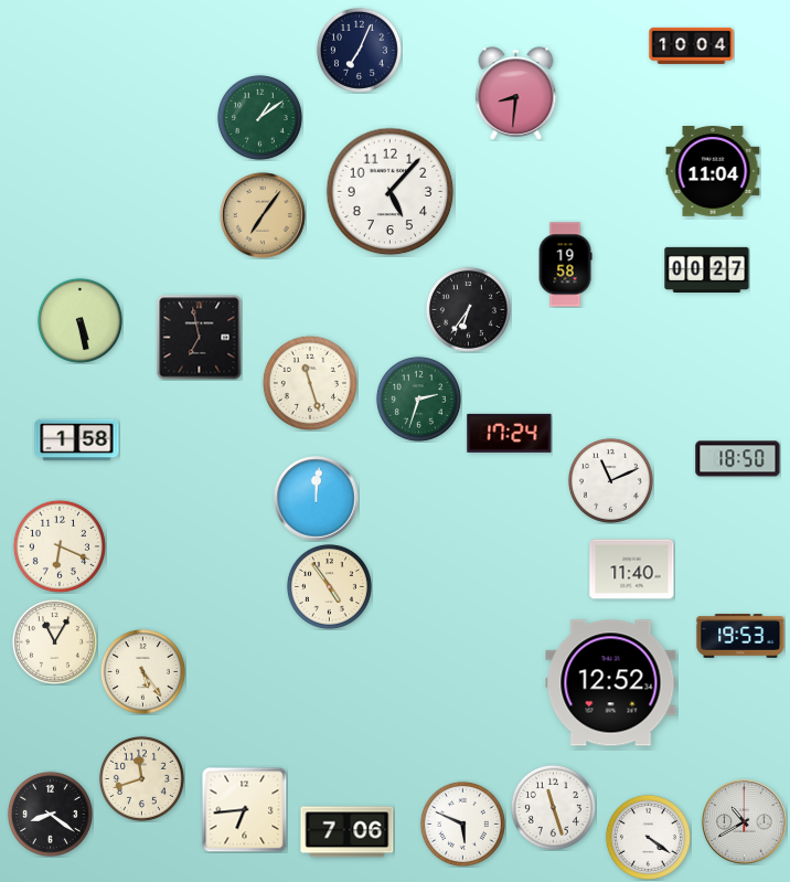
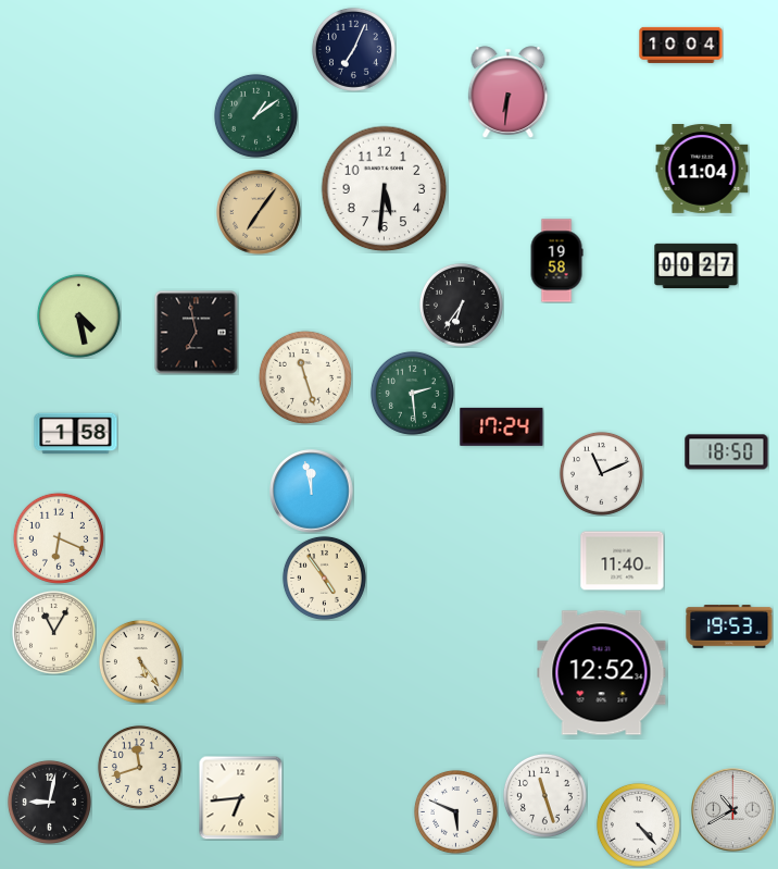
clock at (516, 93): 8:31 -> 6:31
clock at (391, 192): 5:07 -> 5:31
clock at (79, 320): 5:28 -> 4:28
clock at (418, 399): 2:33 -> 2:29
clock at (317, 499): 12:01 -> 11:58
clock at (50, 814): 8:21 -> 9:02
clock at (348, 832): 7:06 -> none
clock at (648, 837): 4:21 -> 4:23
